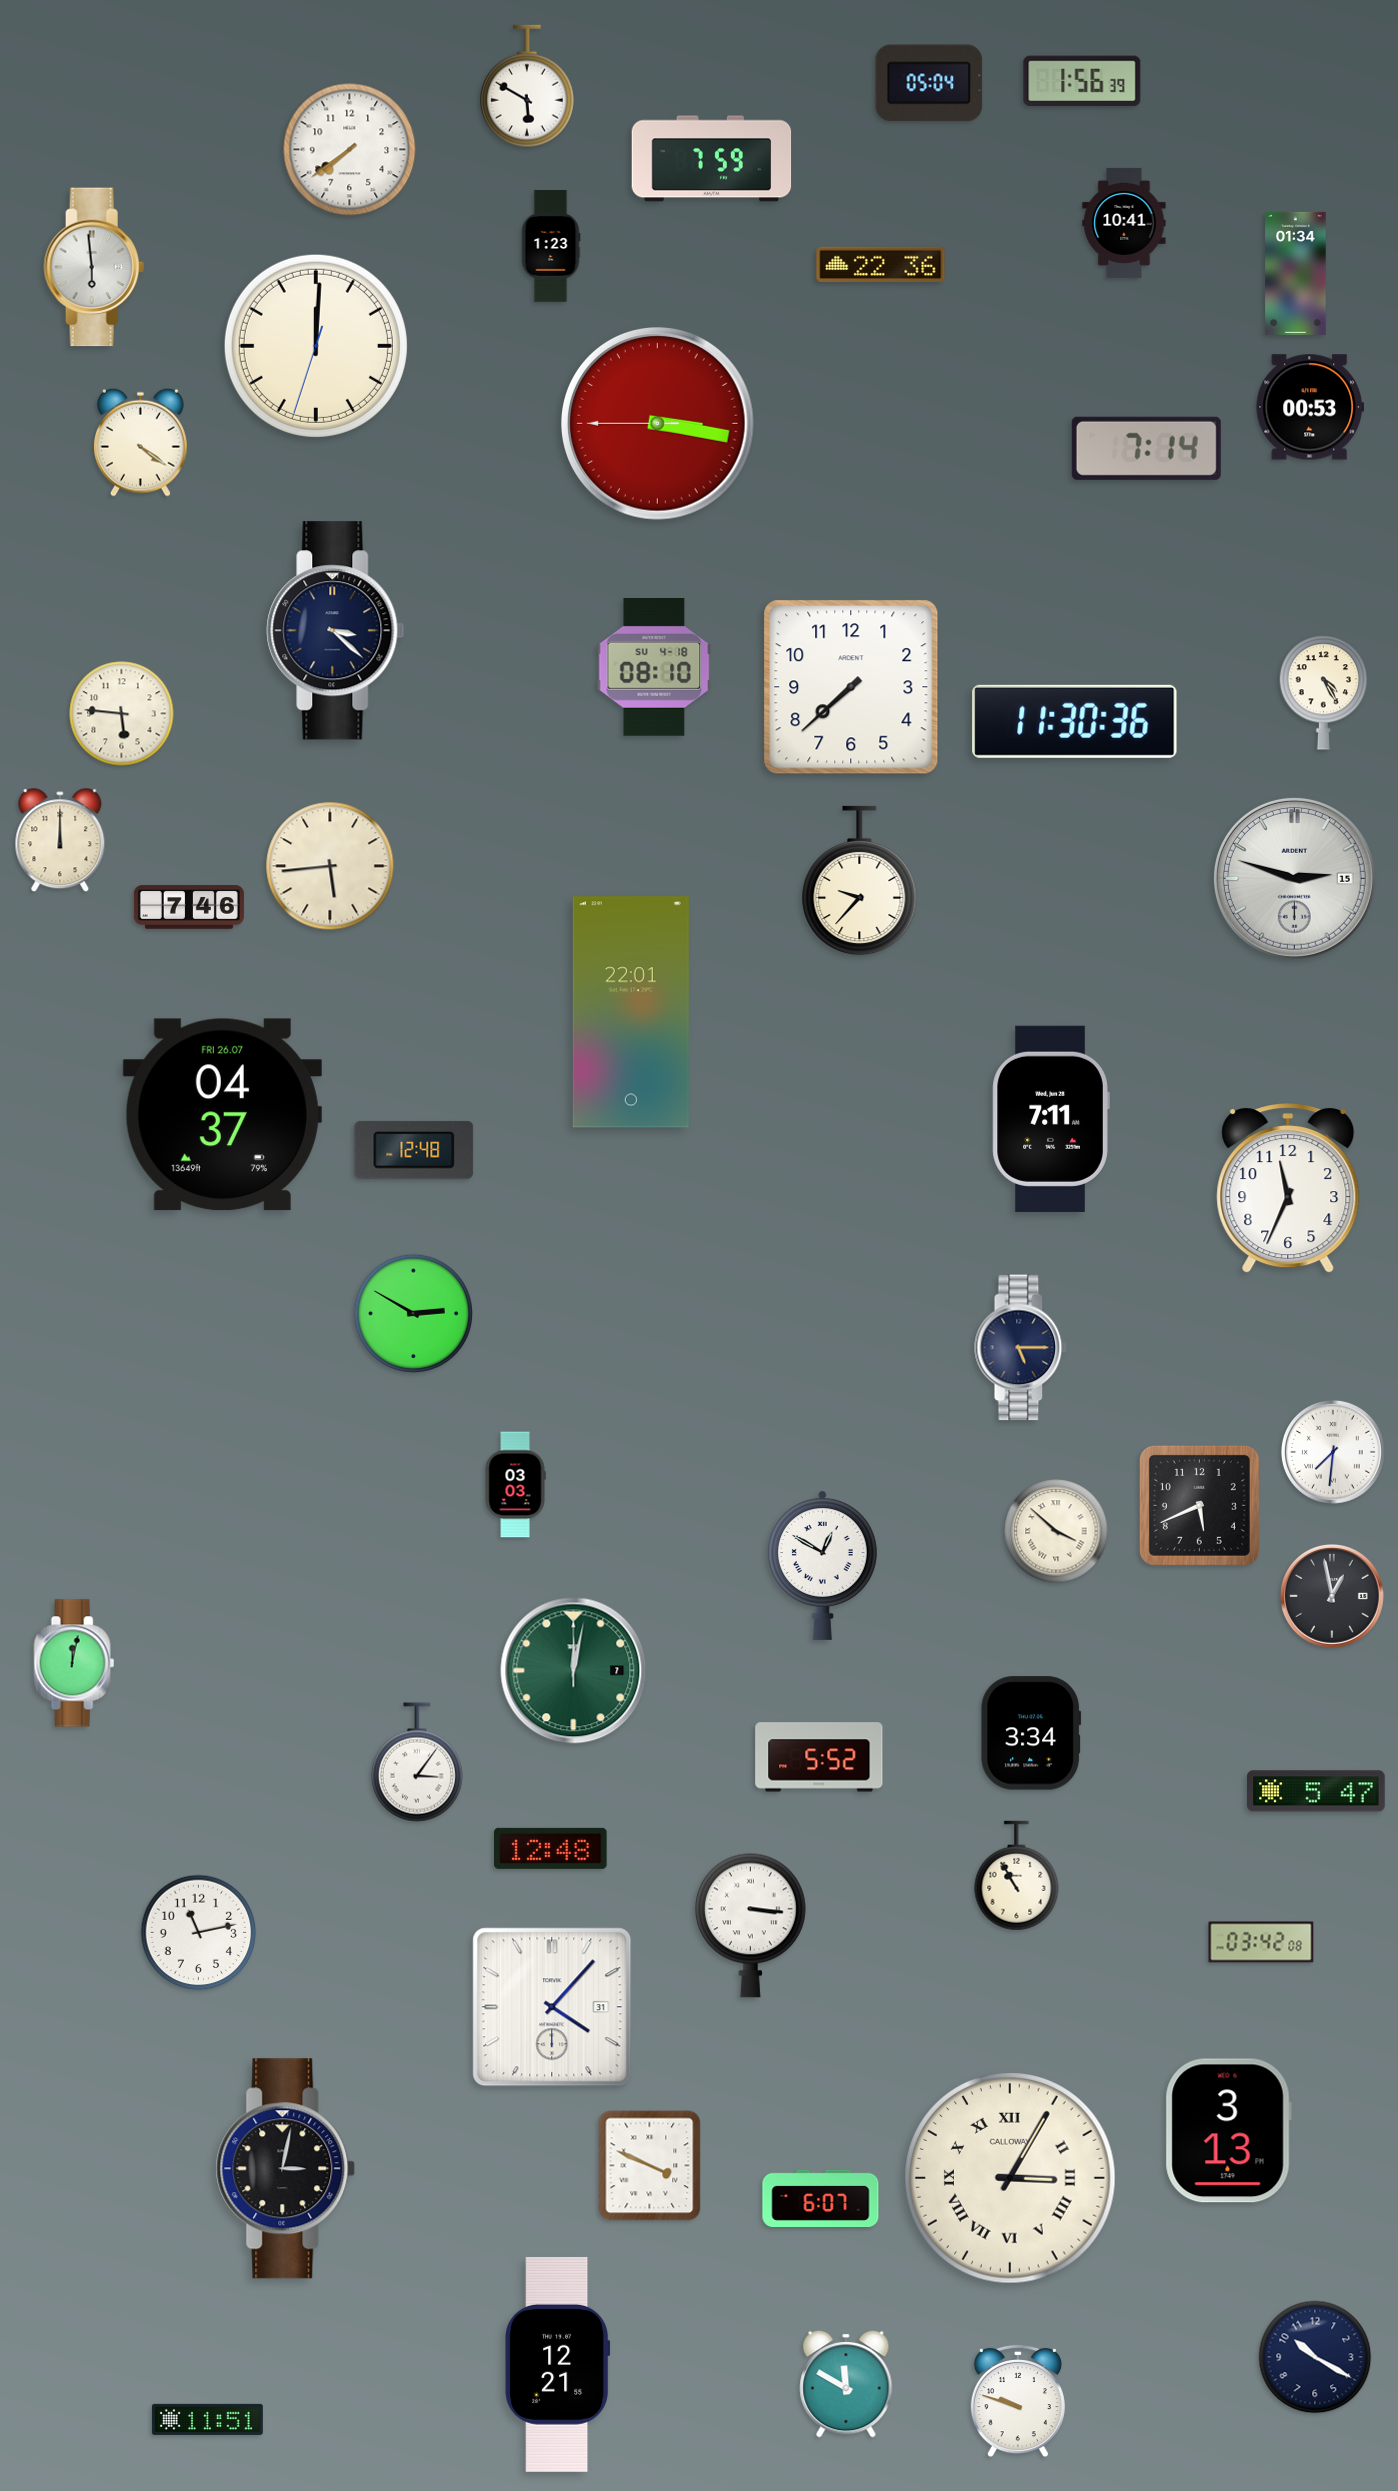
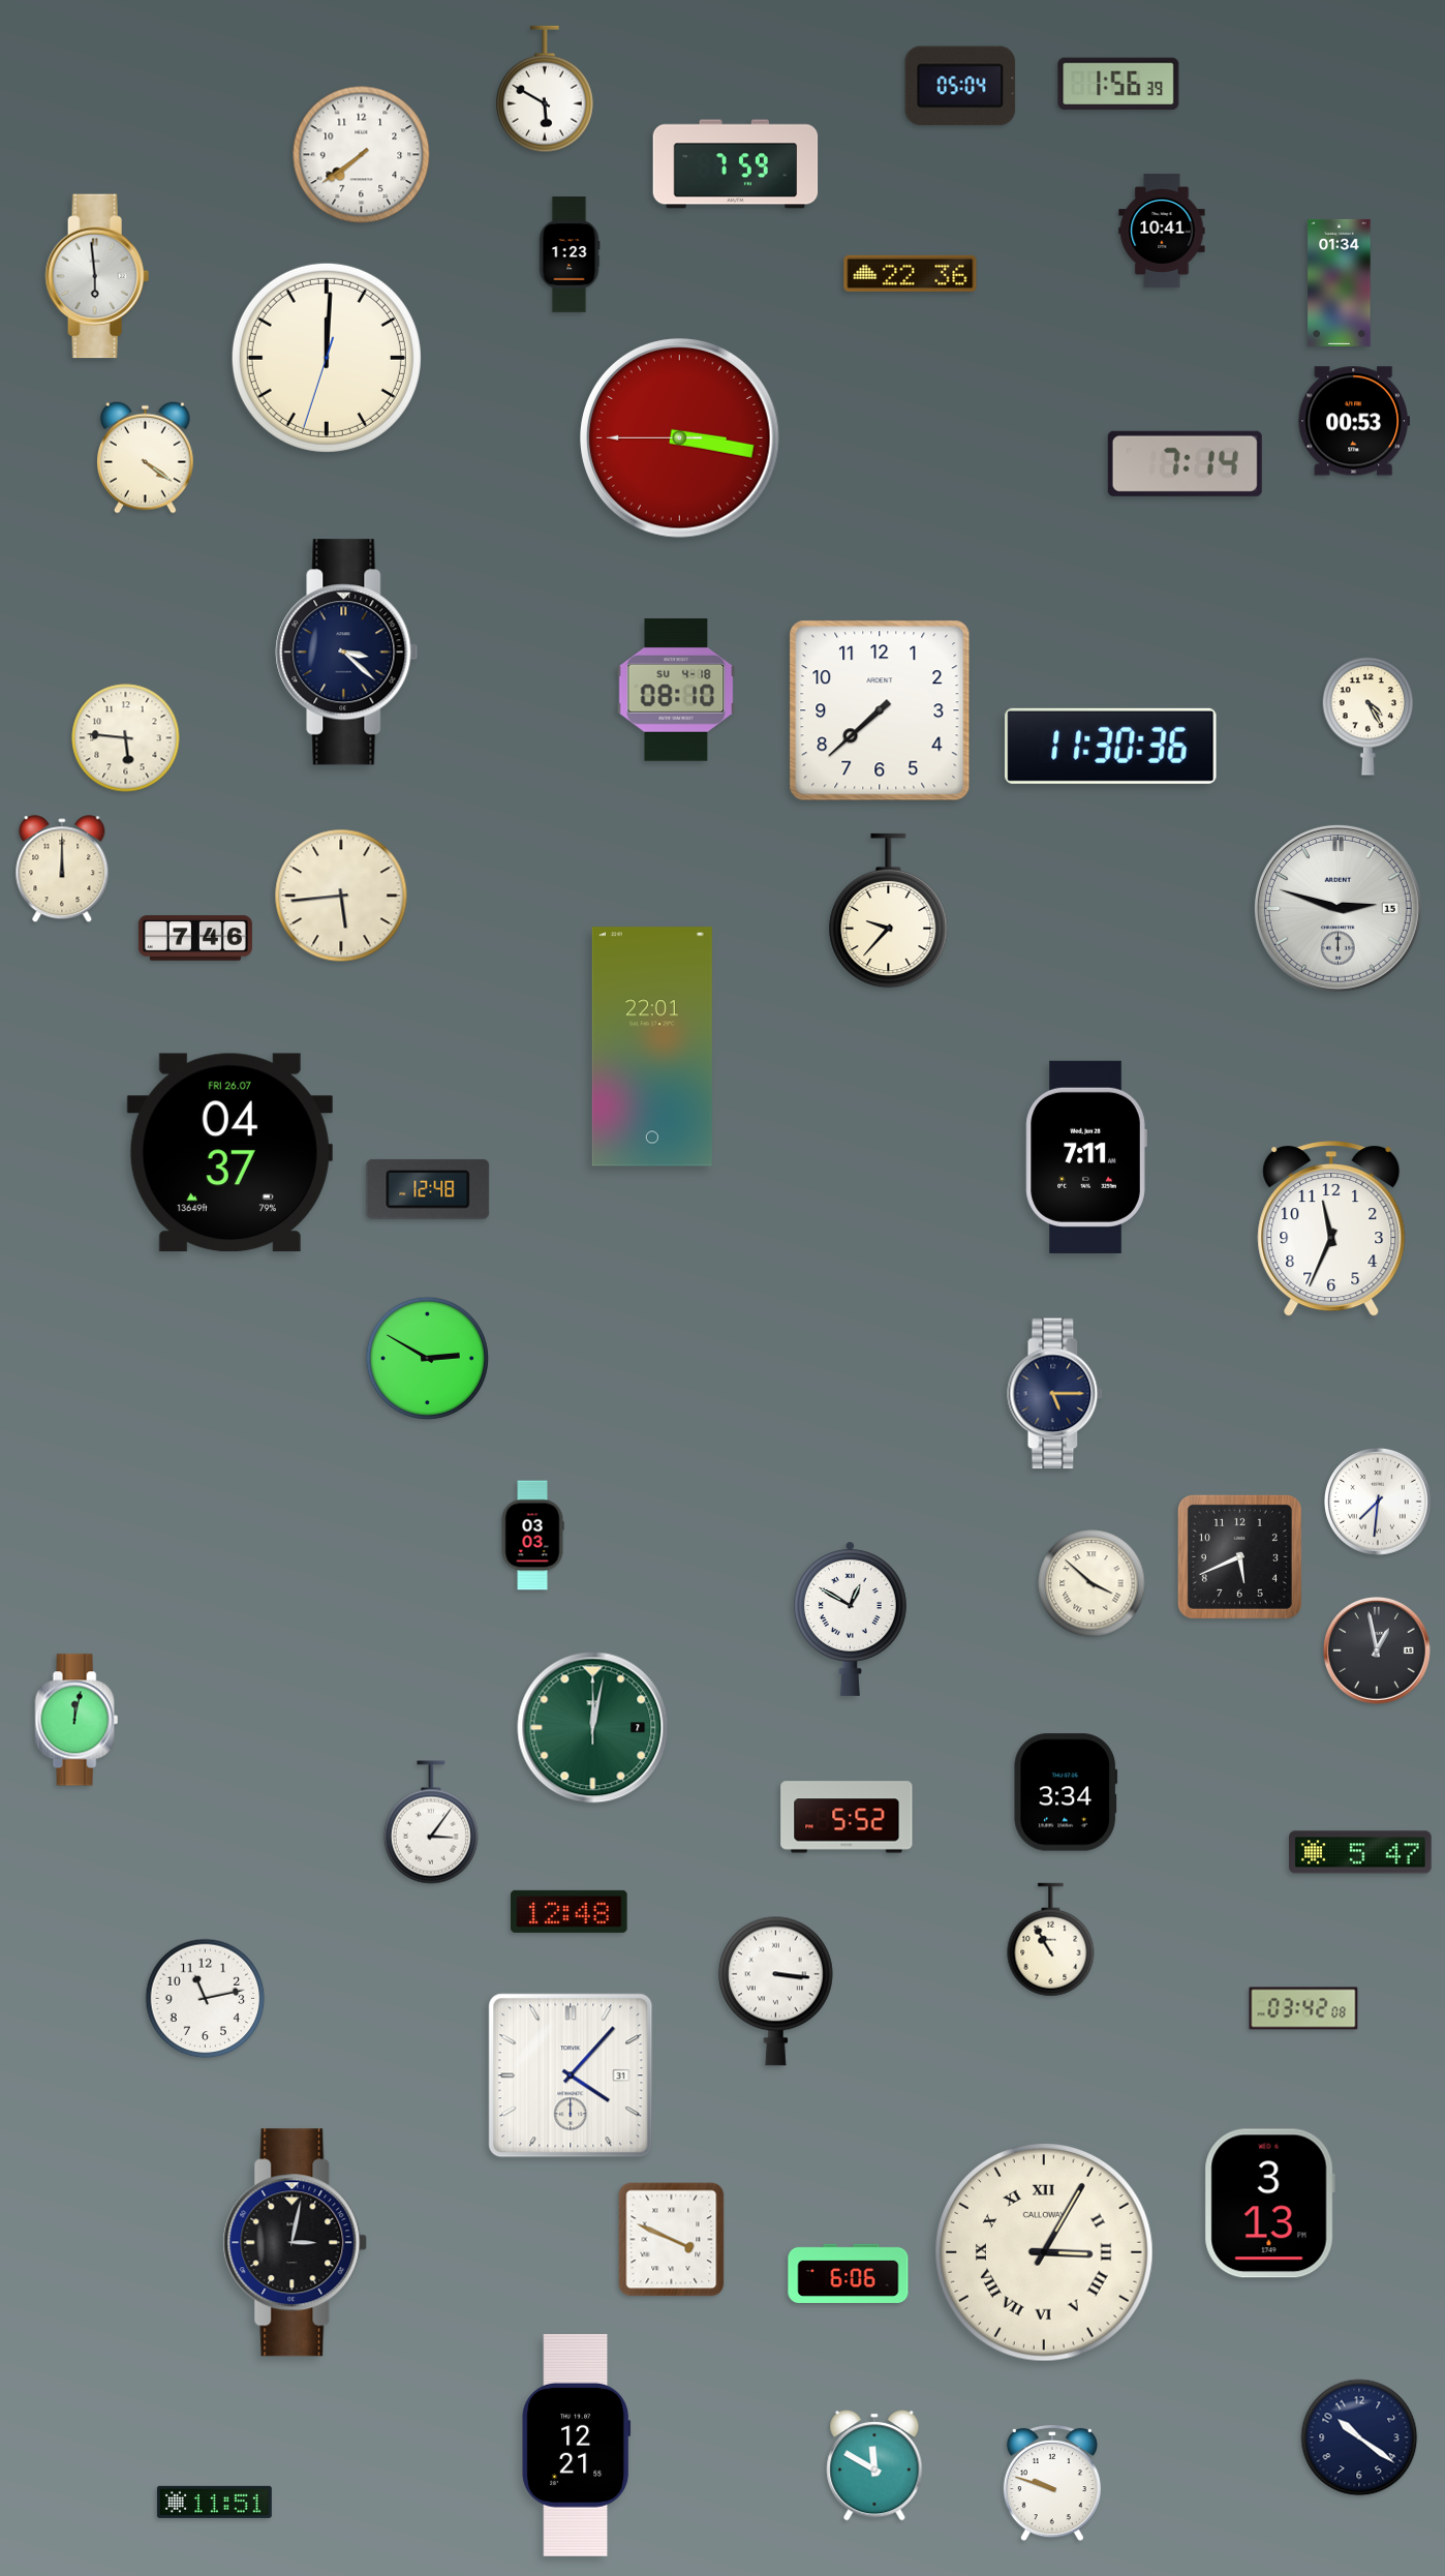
clock at (821, 2198): 6:07 -> 6:06
clock at (1315, 2357): 10:20 -> 10:21
